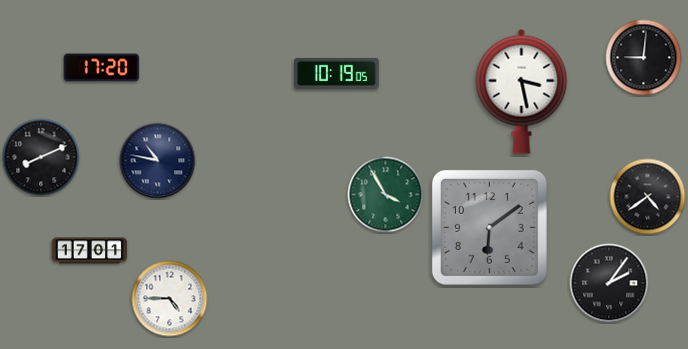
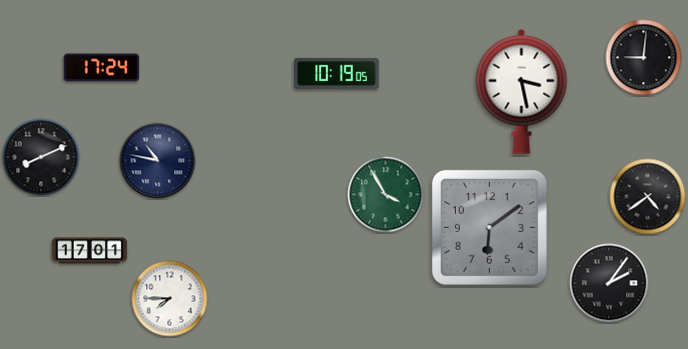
clock at (102, 68): 17:20 -> 17:24
clock at (170, 299): 4:45 -> 7:45
